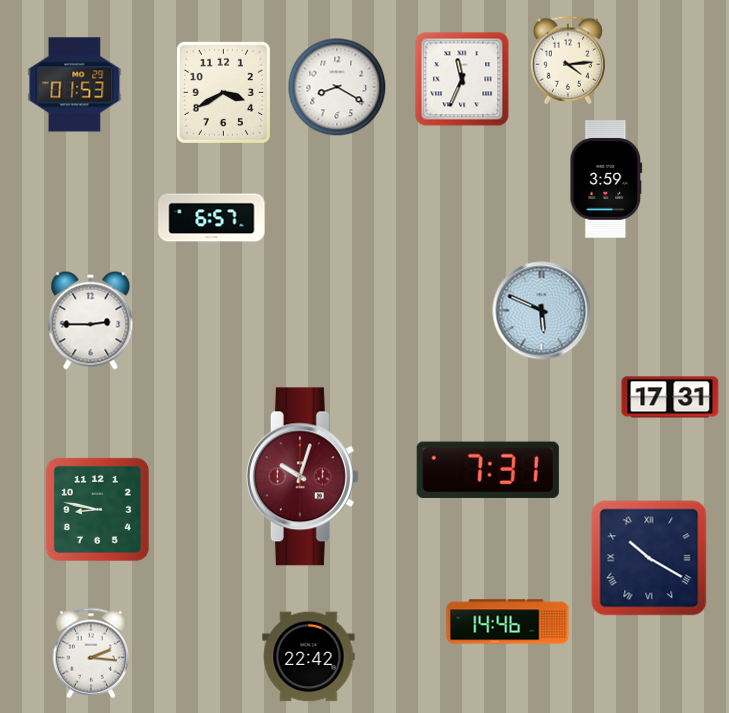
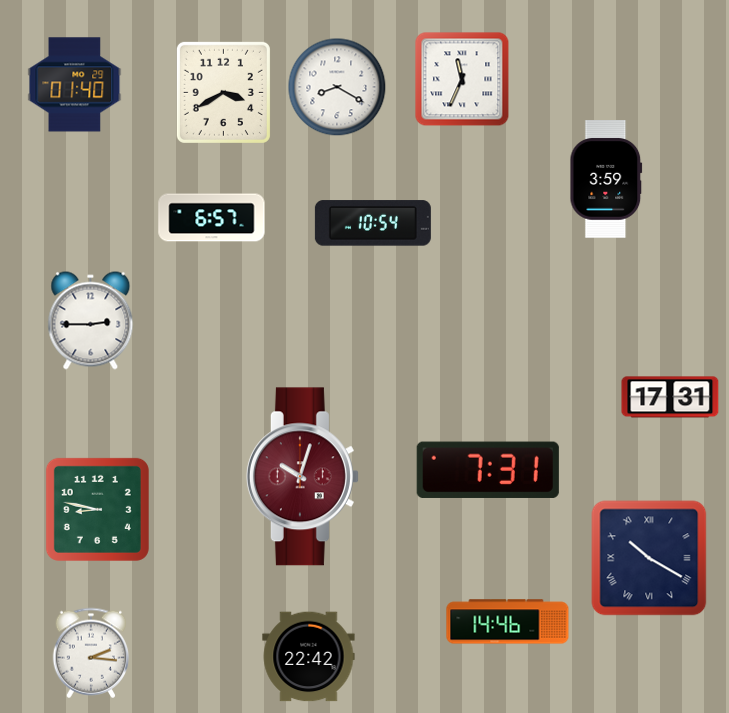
clock at (568, 60): 4:14 -> none
clock at (75, 85): 01:53 -> 01:40
clock at (373, 223): none -> 10:54
clock at (542, 311): 5:49 -> none
